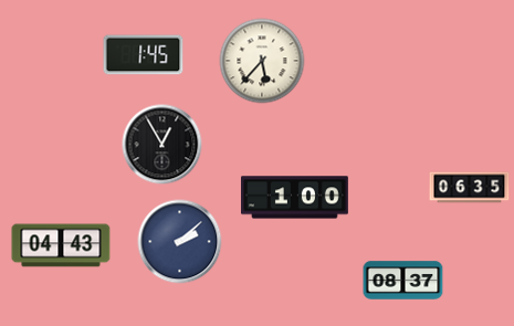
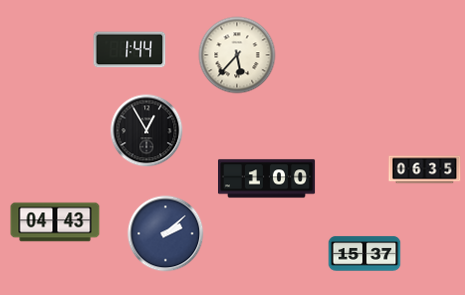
clock at (144, 55): 1:45 -> 1:44
clock at (180, 242) position: (180, 242) -> (166, 234)
clock at (403, 281): 08:37 -> 15:37
